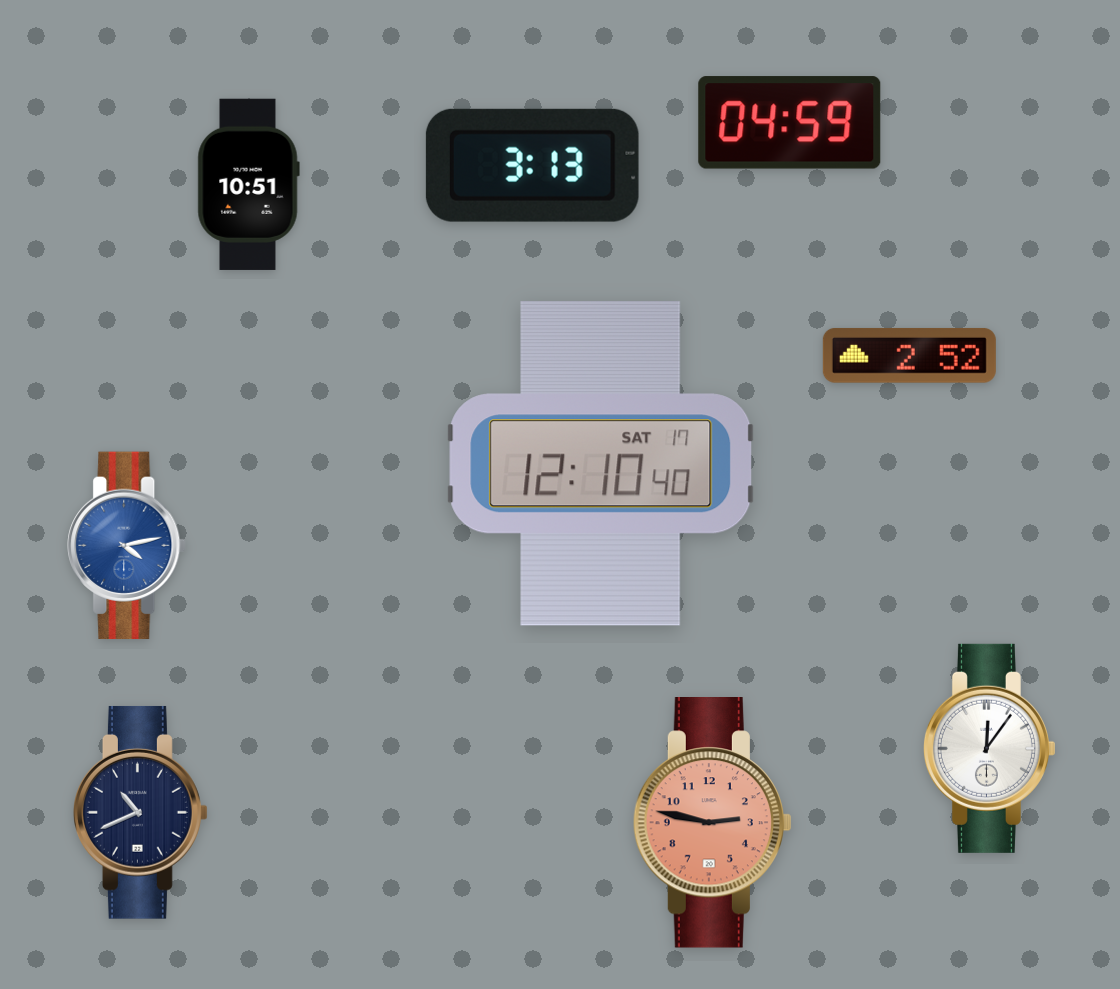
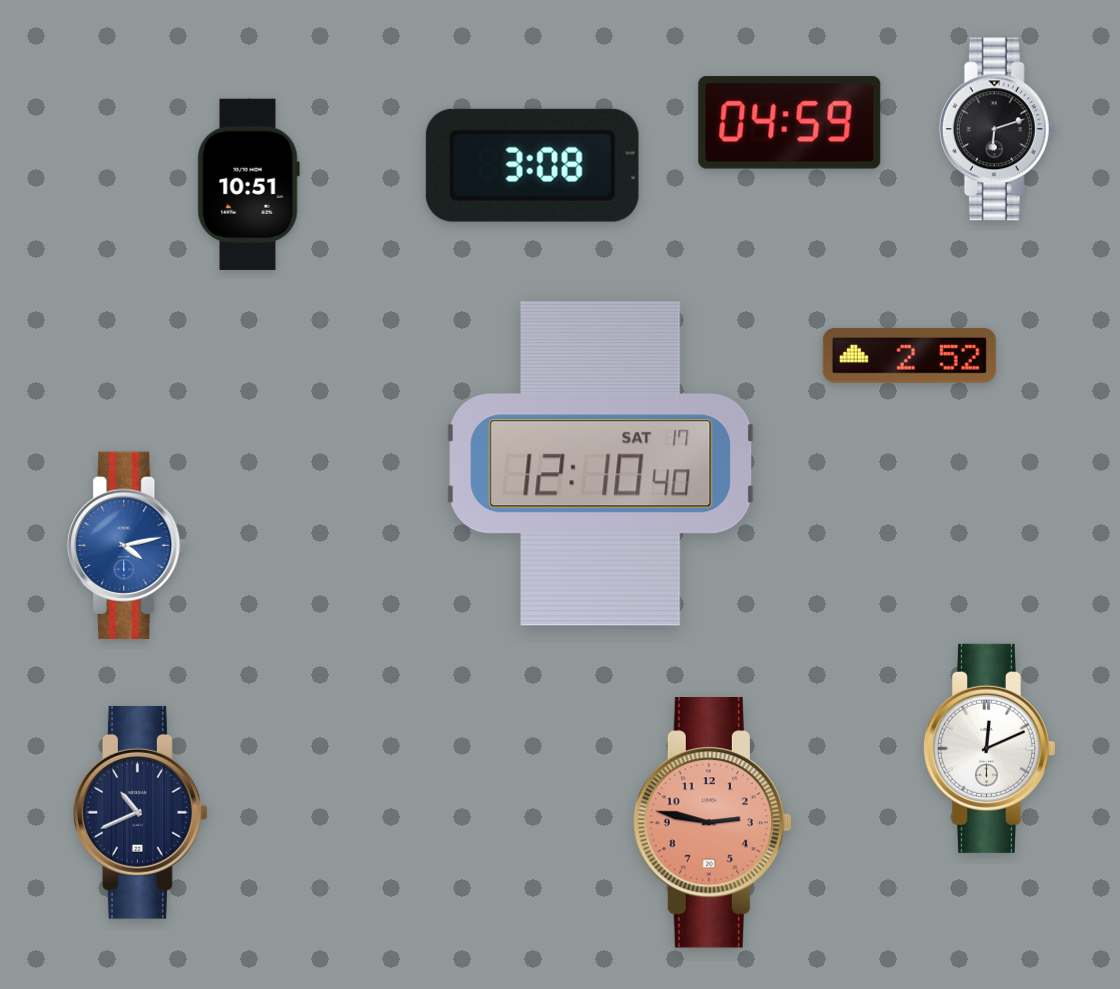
clock at (997, 129): none -> 6:12
clock at (532, 165): 3:13 -> 3:08
clock at (989, 748): 12:06 -> 12:11
